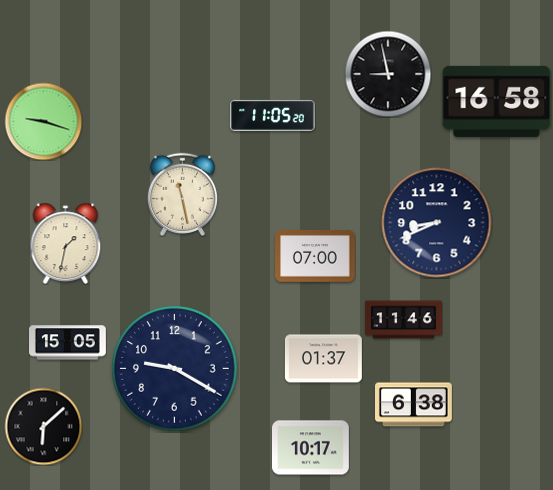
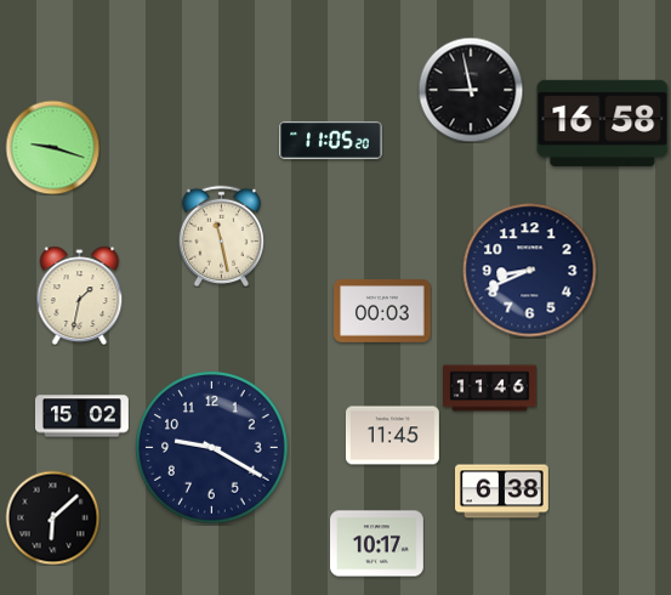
clock at (315, 256): 07:00 -> 00:03
clock at (68, 343): 15:05 -> 15:02
clock at (324, 359): 01:37 -> 11:45
